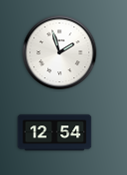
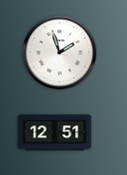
clock at (55, 133): 12:54 -> 12:51
